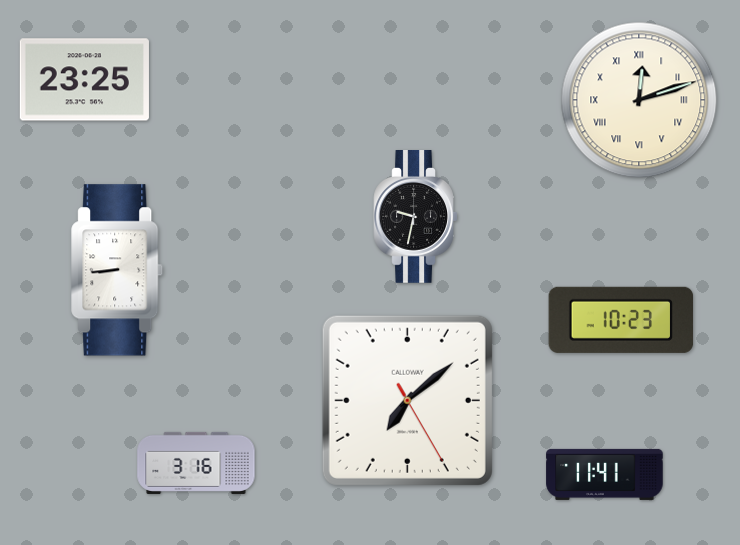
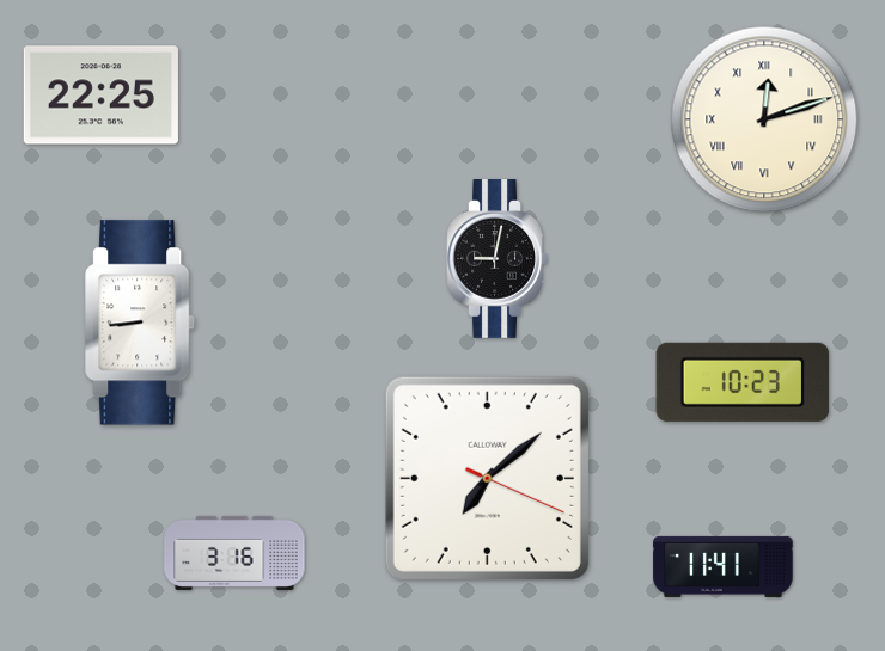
clock at (84, 80): 23:25 -> 22:25
clock at (416, 217): 9:32 -> 9:02
clock at (407, 400): 7:08:25 -> 7:08:19
